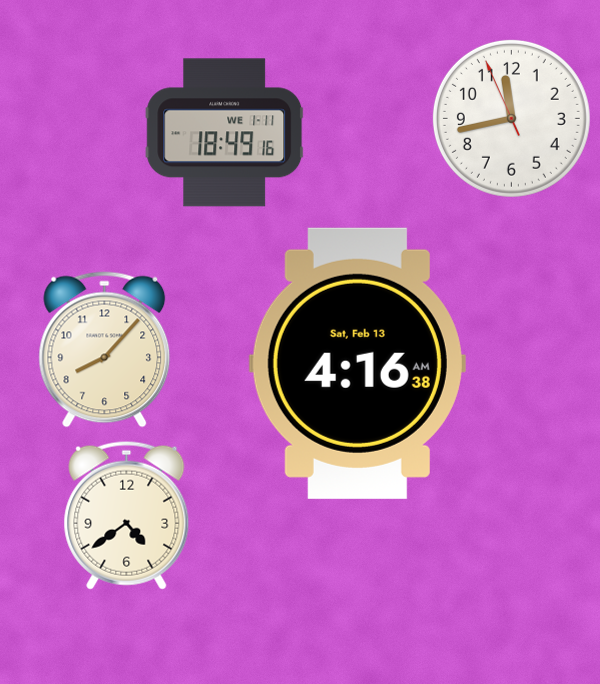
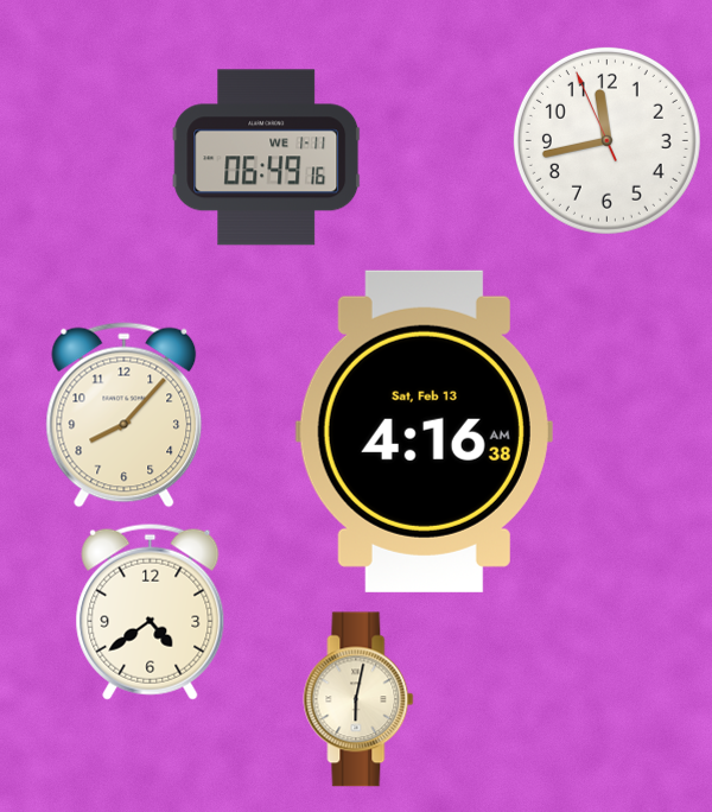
clock at (225, 133): 18:49 -> 06:49
clock at (358, 699): none -> 6:02
